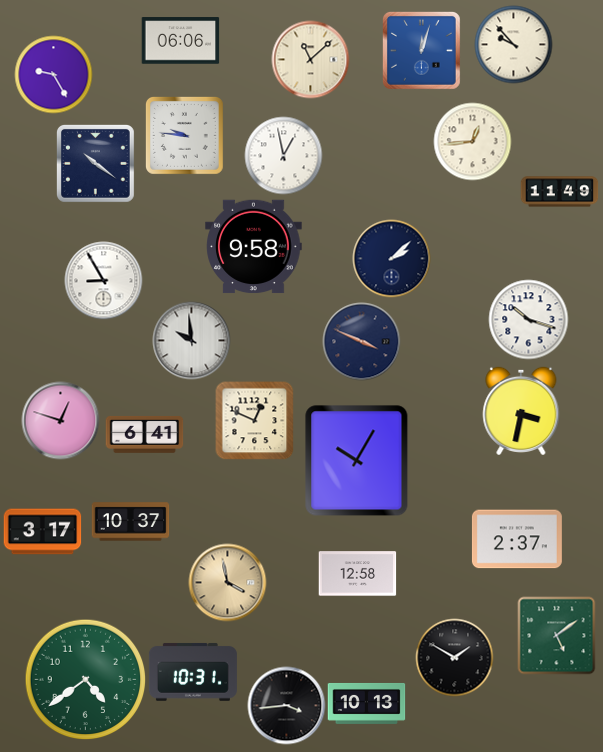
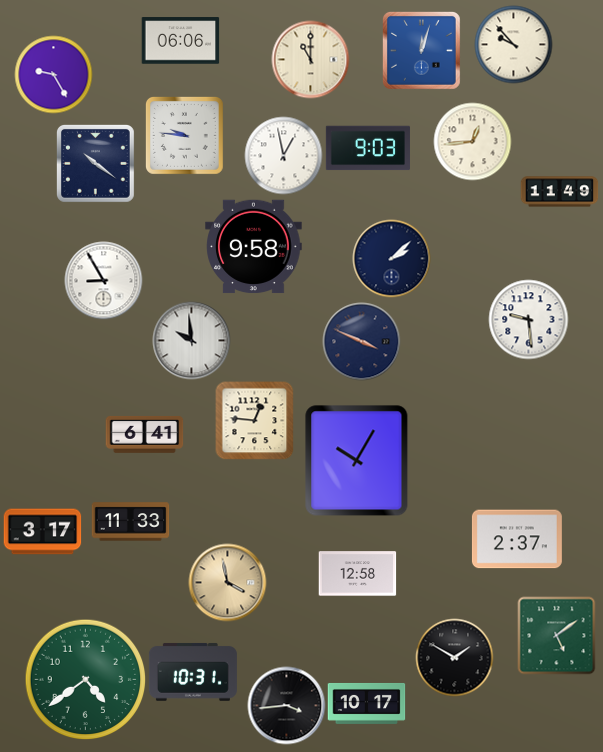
clock at (310, 59): 11:08 -> 11:00
clock at (368, 148): none -> 9:03
clock at (528, 319): 10:18 -> 9:29
clock at (521, 410): 3:32 -> none
clock at (60, 420): 12:48 -> none
clock at (254, 420): 12:49 -> 12:46
clock at (130, 522): 10:37 -> 11:33
clock at (366, 703): 10:13 -> 10:17
